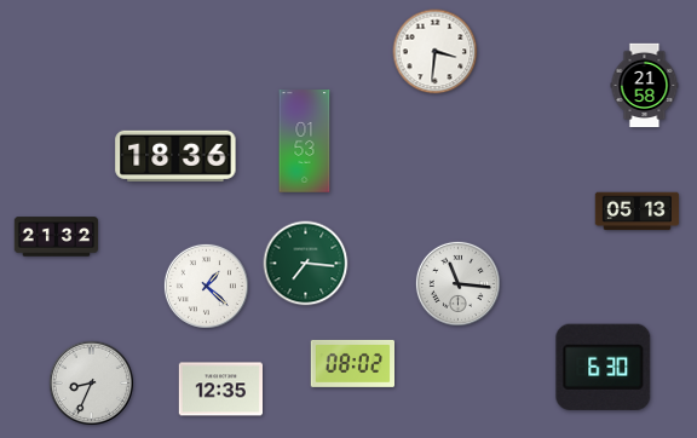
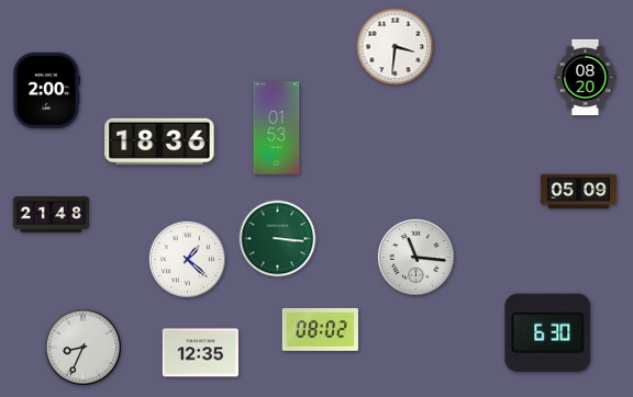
clock at (645, 86): 21:58 -> 08:20
clock at (46, 90): none -> 2:00
clock at (638, 212): 05:13 -> 05:09
clock at (57, 237): 21:32 -> 21:48
clock at (306, 264): 7:16 -> 3:16
